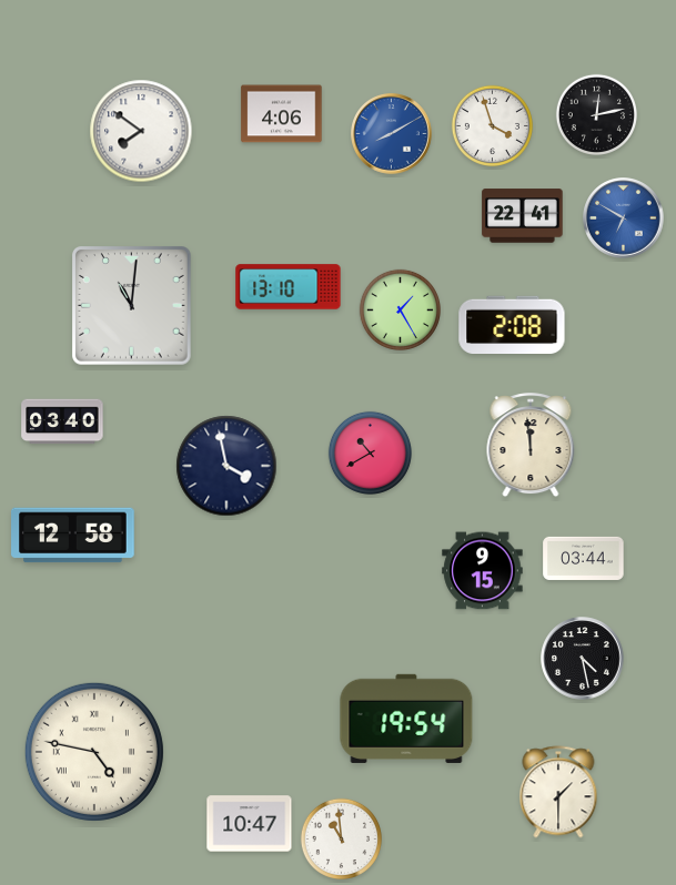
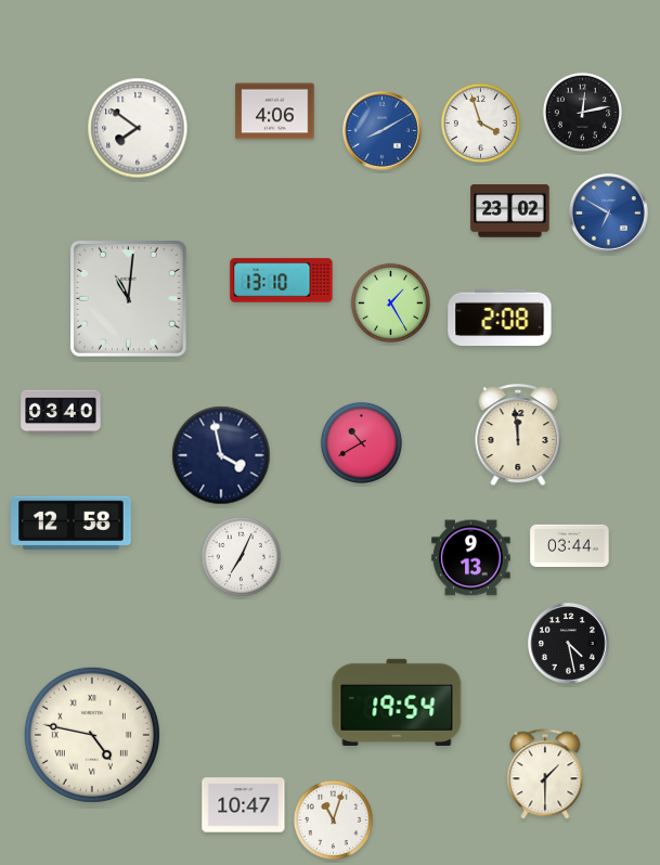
clock at (523, 216): 22:41 -> 23:02
clock at (241, 556): none -> 7:04
clock at (483, 571): 9:15 -> 9:13
clock at (341, 838): 10:59 -> 11:03
